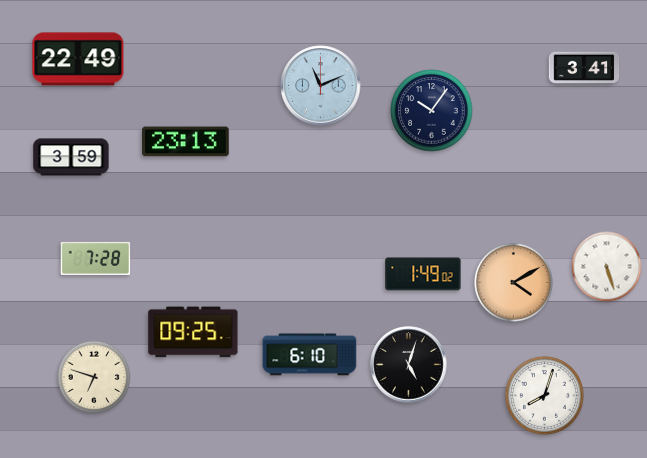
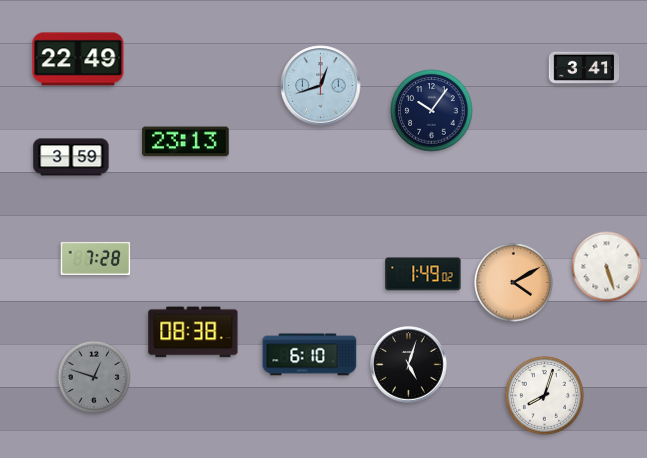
clock at (321, 86): 11:11 -> 12:42
clock at (193, 332): 09:25 -> 08:38
clock at (94, 377): 6:48 -> 12:48
clock at (94, 377) dial: cream -> grey
